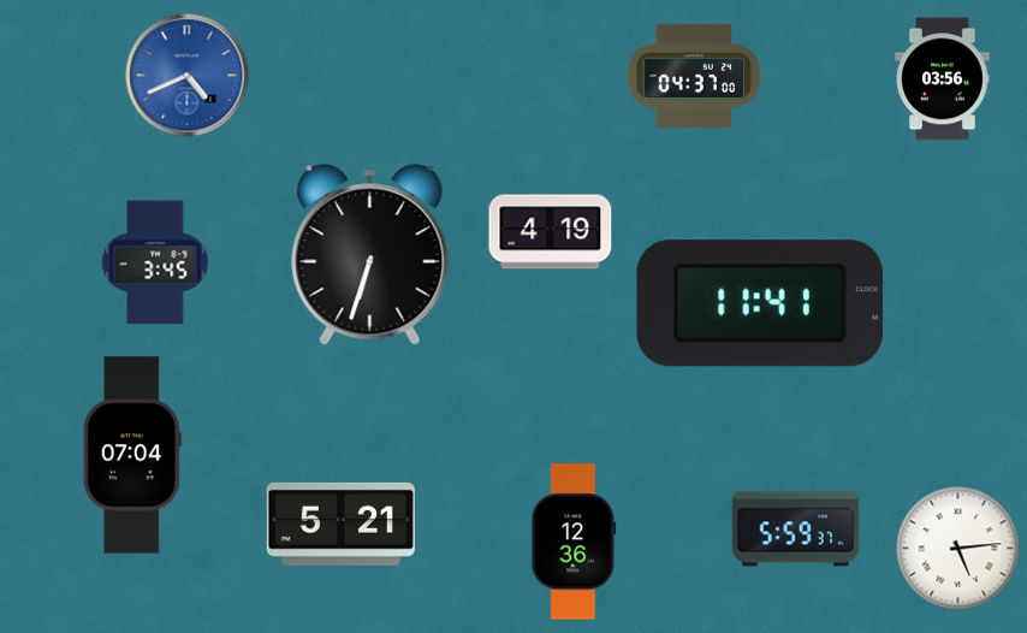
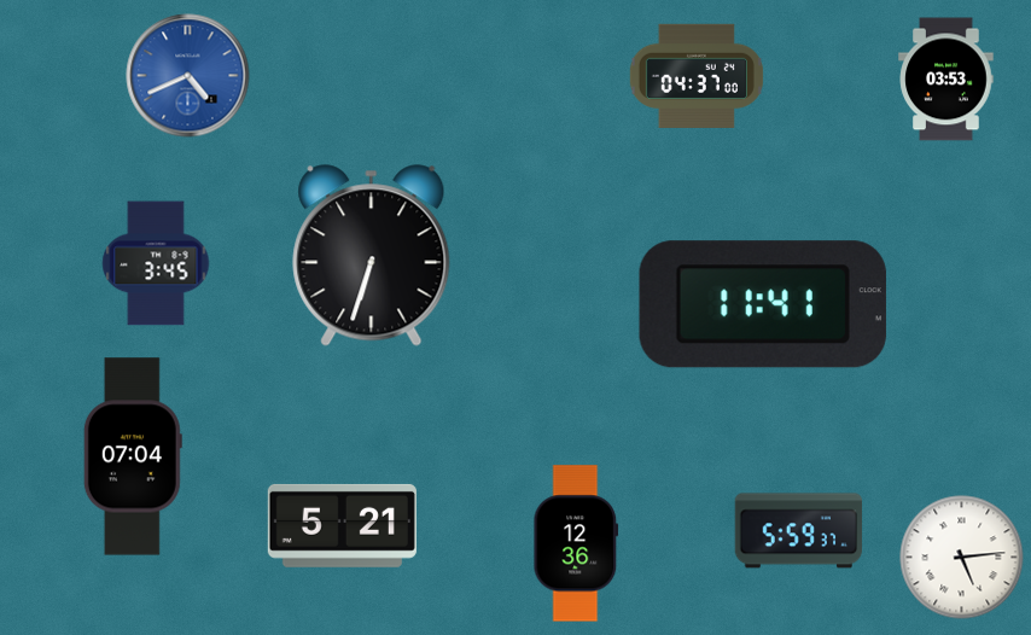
clock at (943, 79): 03:56 -> 03:53
clock at (551, 232): 4:19 -> none
clock at (958, 549) position: (958, 549) -> (962, 558)
